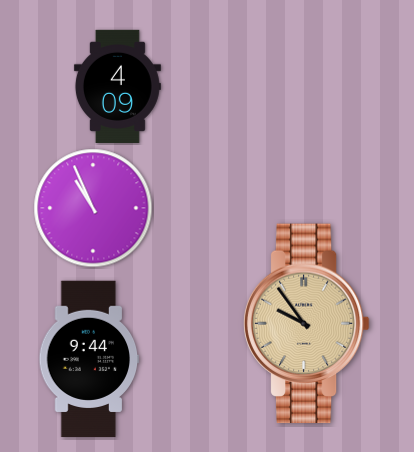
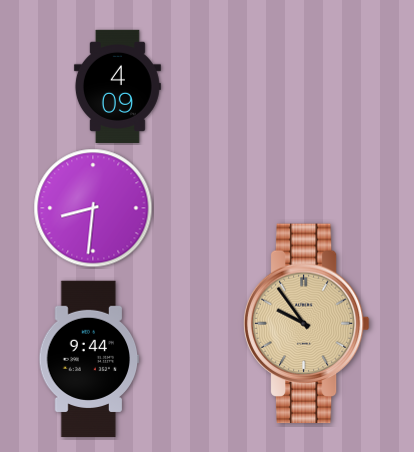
clock at (93, 208): 10:56 -> 8:31
